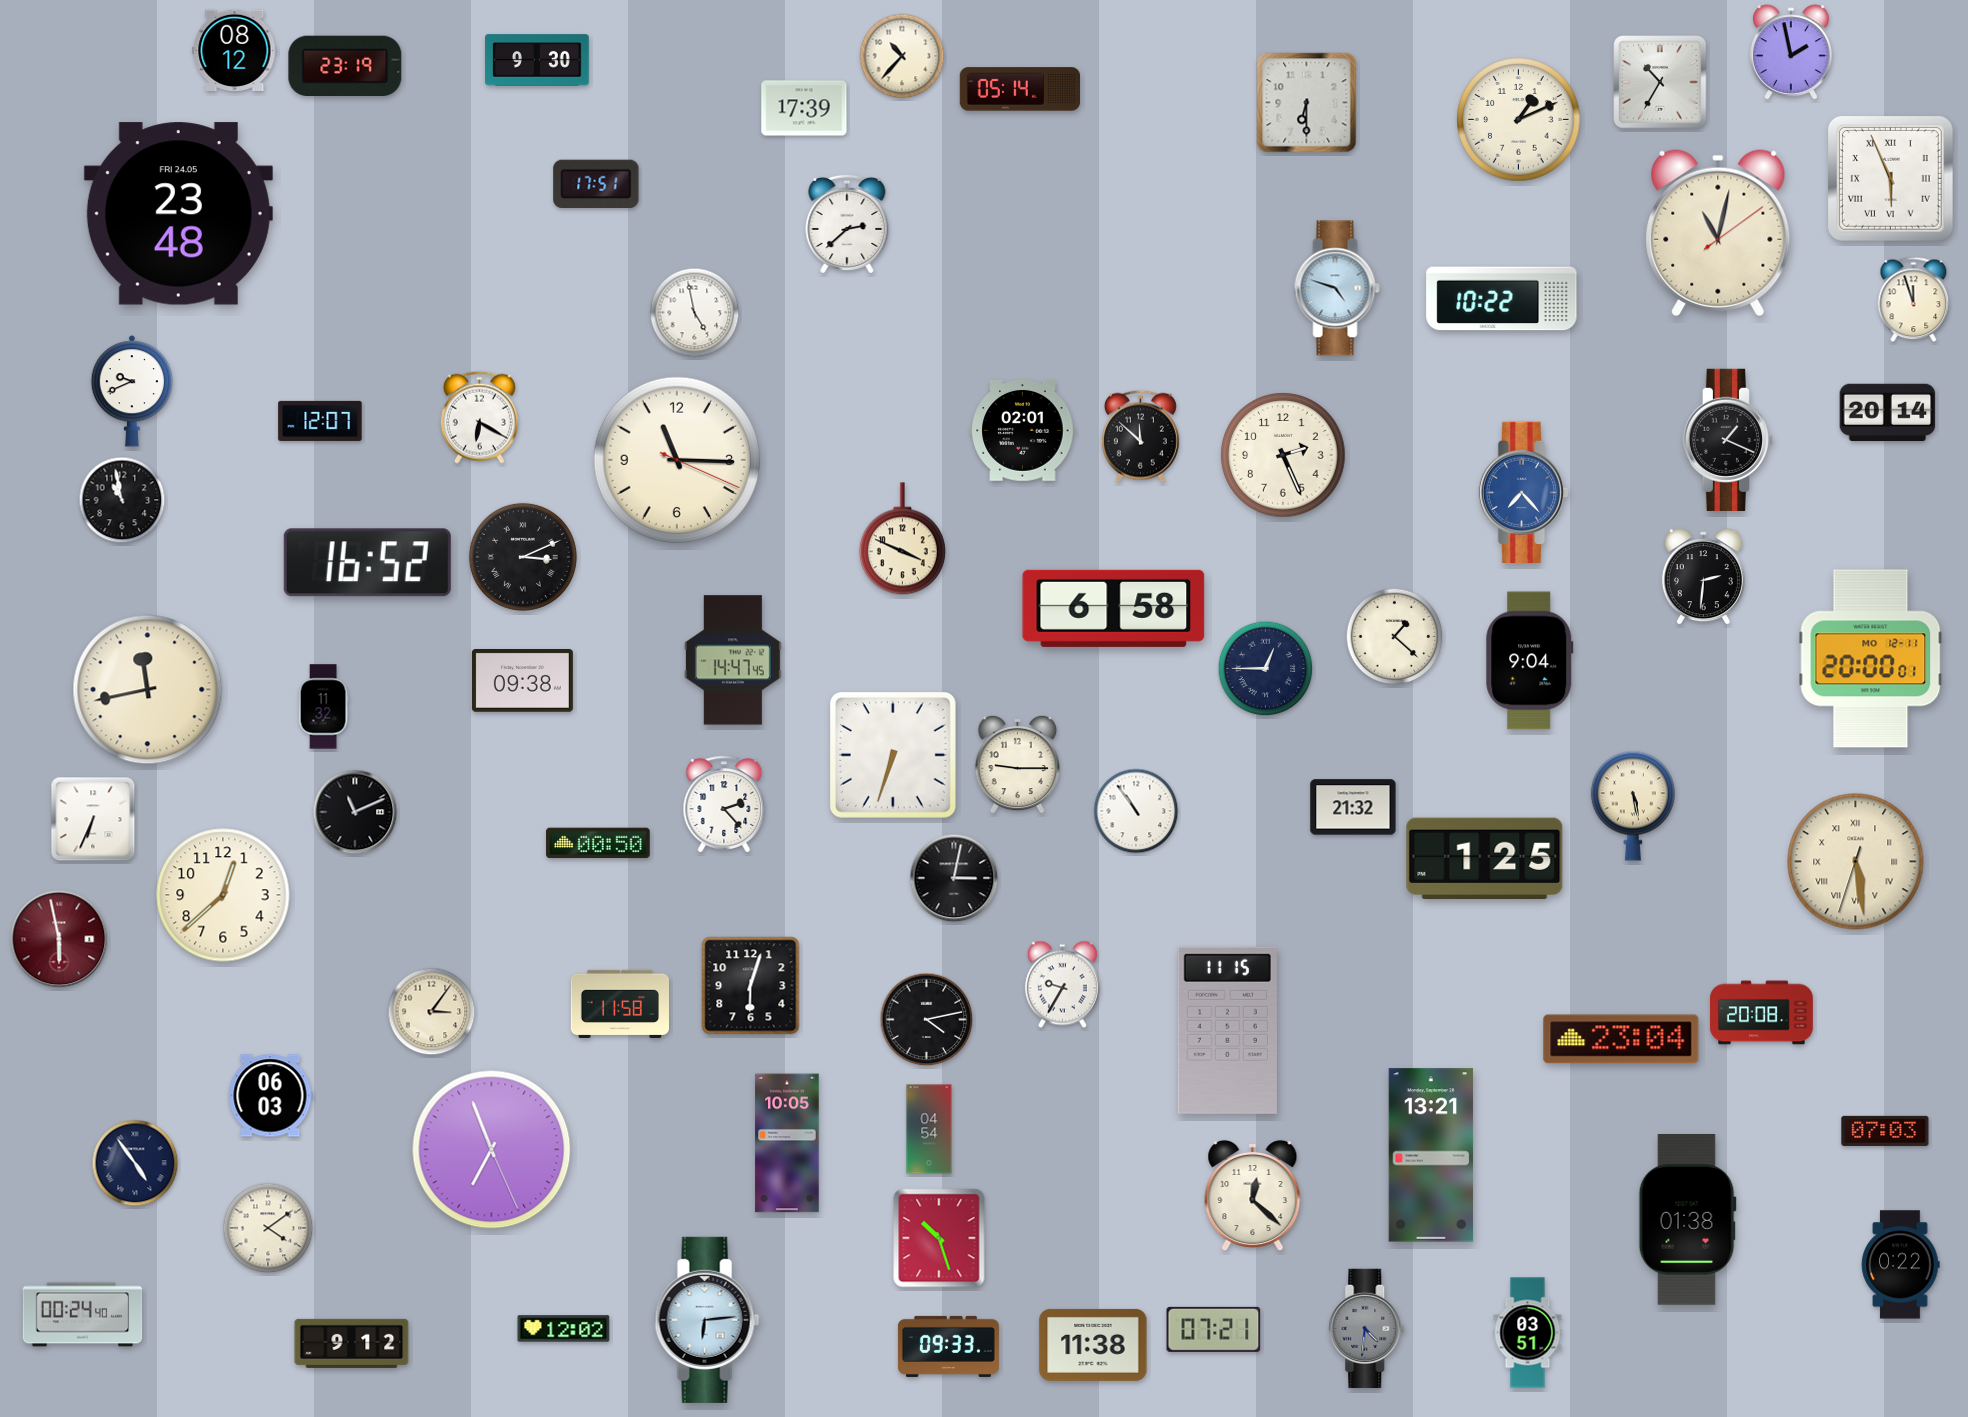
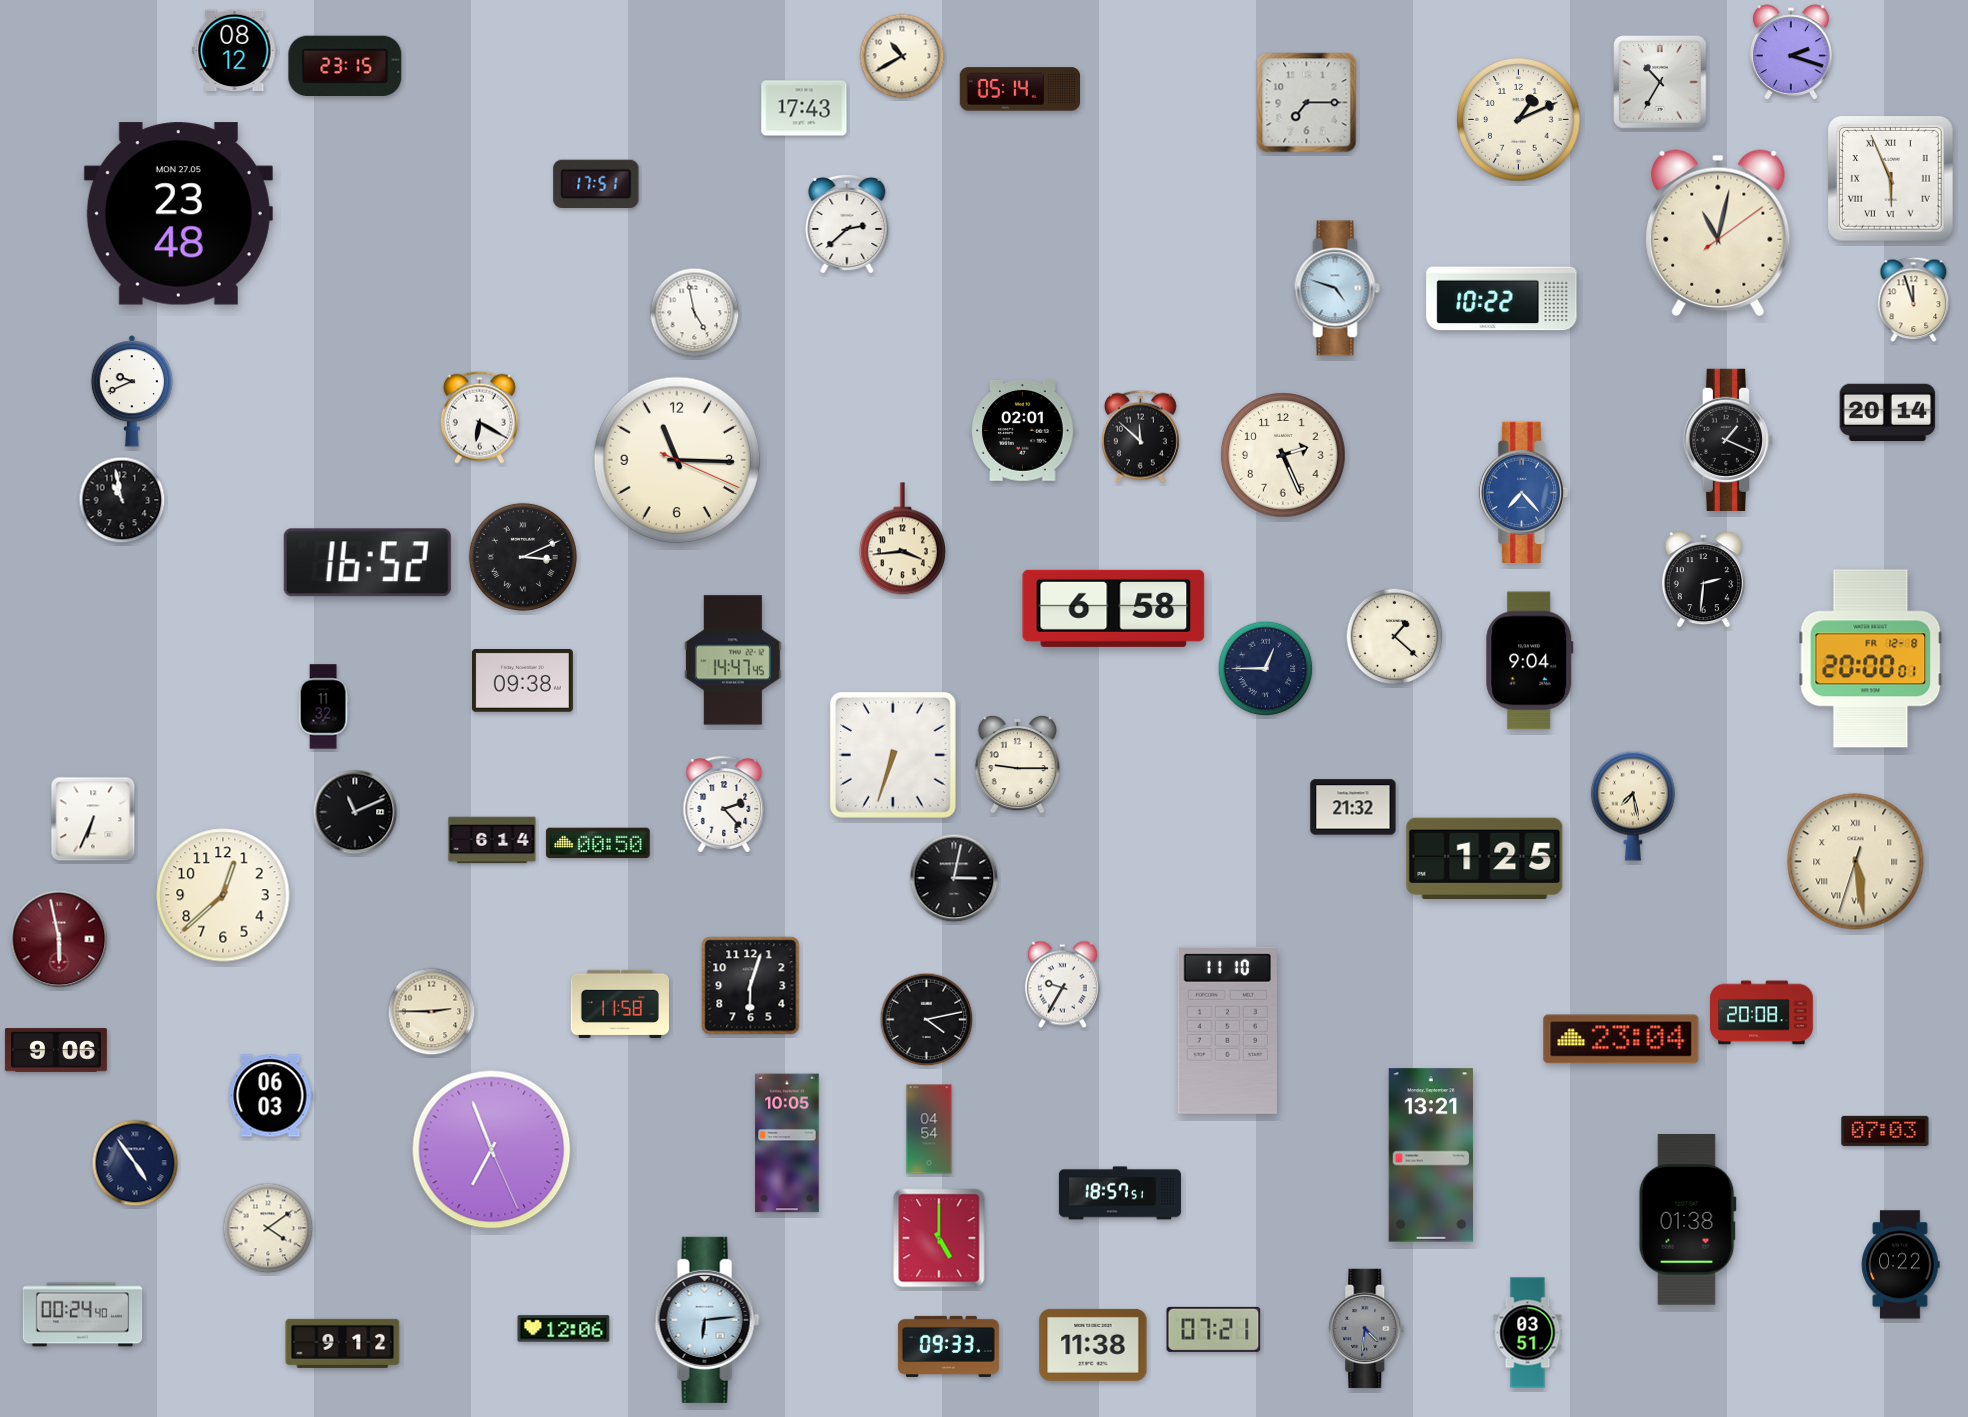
clock at (1791, 53): 1:58 -> 2:18
clock at (902, 56): 10:37 -> 10:40
clock at (537, 60): 9:30 -> none
clock at (345, 65): 23:19 -> 23:15
clock at (1307, 103): 6:30 -> 7:15
clock at (804, 108): 17:39 -> 17:43
clock at (178, 214) date: FRI 24.05 -> MON 27.05
clock at (320, 421): 12:07 -> none
clock at (902, 539): 3:49 -> 3:44
clock at (1703, 577) position: (1703, 577) -> (1703, 580)
clock at (1871, 659) date: MO 12-11 -> FR 12-8
clock at (148, 690): 11:43 -> none
clock at (1633, 806): 5:28 -> 7:28
clock at (1136, 811): 10:54 -> none
clock at (492, 840): none -> 6:14
clock at (432, 1012): 3:06 -> 2:45
clock at (1227, 1030): 11:15 -> 11:10
clock at (56, 1050): none -> 9:06
clock at (1120, 1193): none -> 18:57
clock at (1253, 1196): 12:22 -> none
clock at (939, 1238): 10:27 -> 5:00
clock at (564, 1329): 12:02 -> 12:06
clock at (352, 1343) position: (352, 1343) -> (343, 1343)
